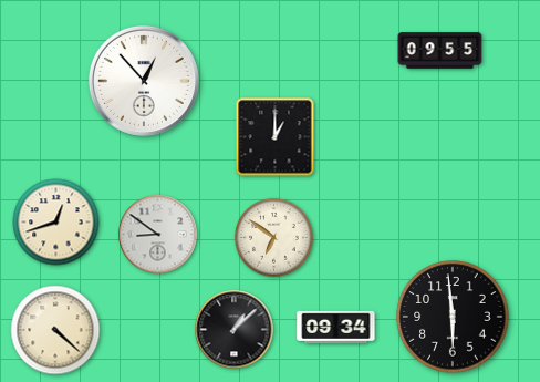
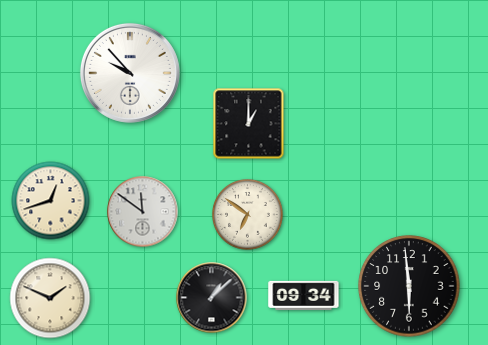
clock at (440, 51): 09:55 -> none
clock at (144, 81): 12:53 -> 9:53
clock at (158, 235): 8:51 -> 11:51
clock at (55, 330): 4:22 -> 1:49
